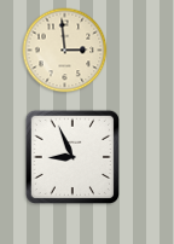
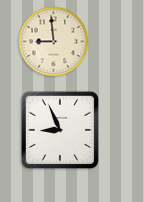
clock at (65, 51): 2:59 -> 8:59
